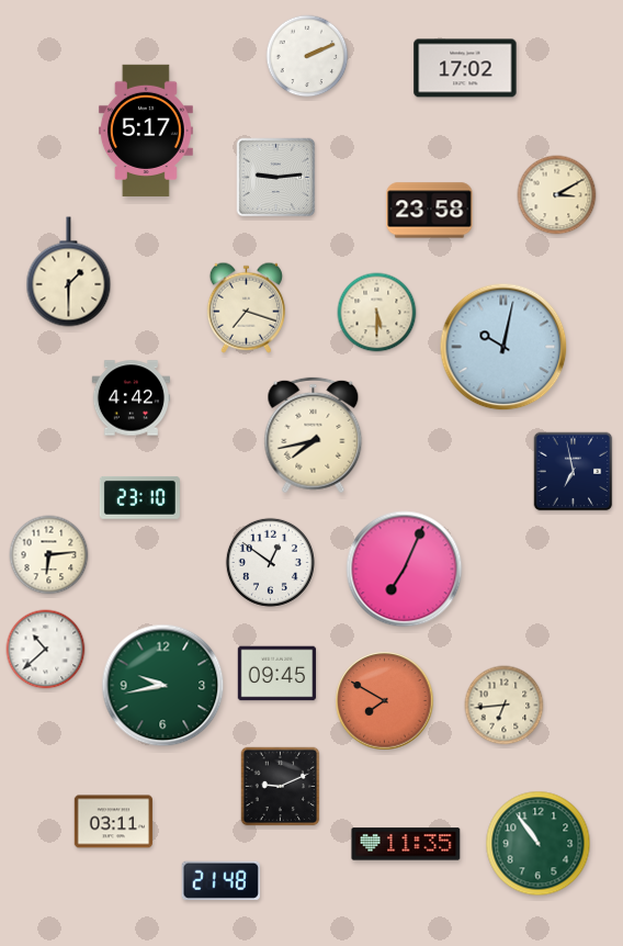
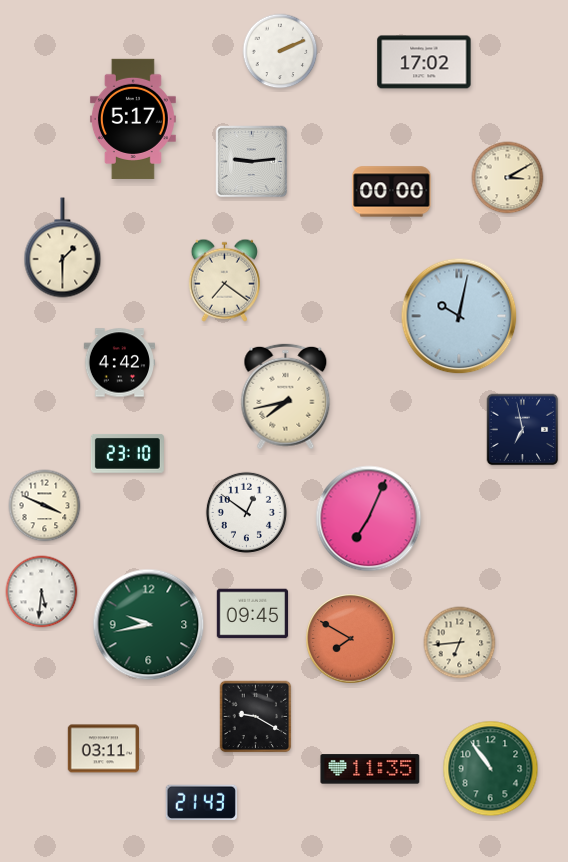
clock at (430, 211): 23:58 -> 00:00
clock at (246, 307): 7:18 -> 7:21
clock at (377, 313): 5:30 -> none
clock at (49, 555): 6:14 -> 3:49
clock at (46, 650): 10:38 -> 5:31
clock at (281, 787): 9:11 -> 9:20
clock at (220, 880): 21:48 -> 21:43
